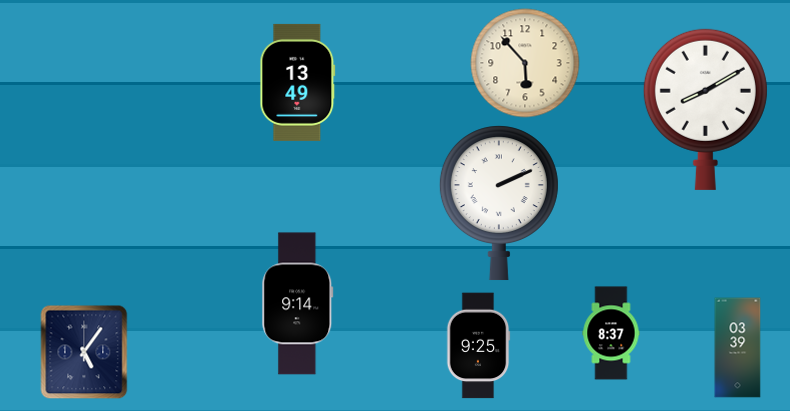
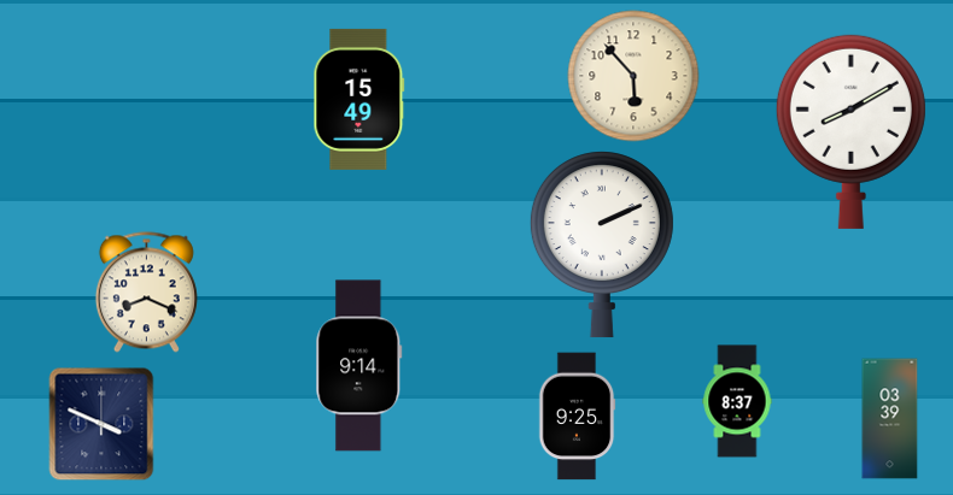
clock at (298, 82): 13:49 -> 15:49
clock at (146, 293): none -> 8:19
clock at (84, 352): 5:06 -> 3:49
